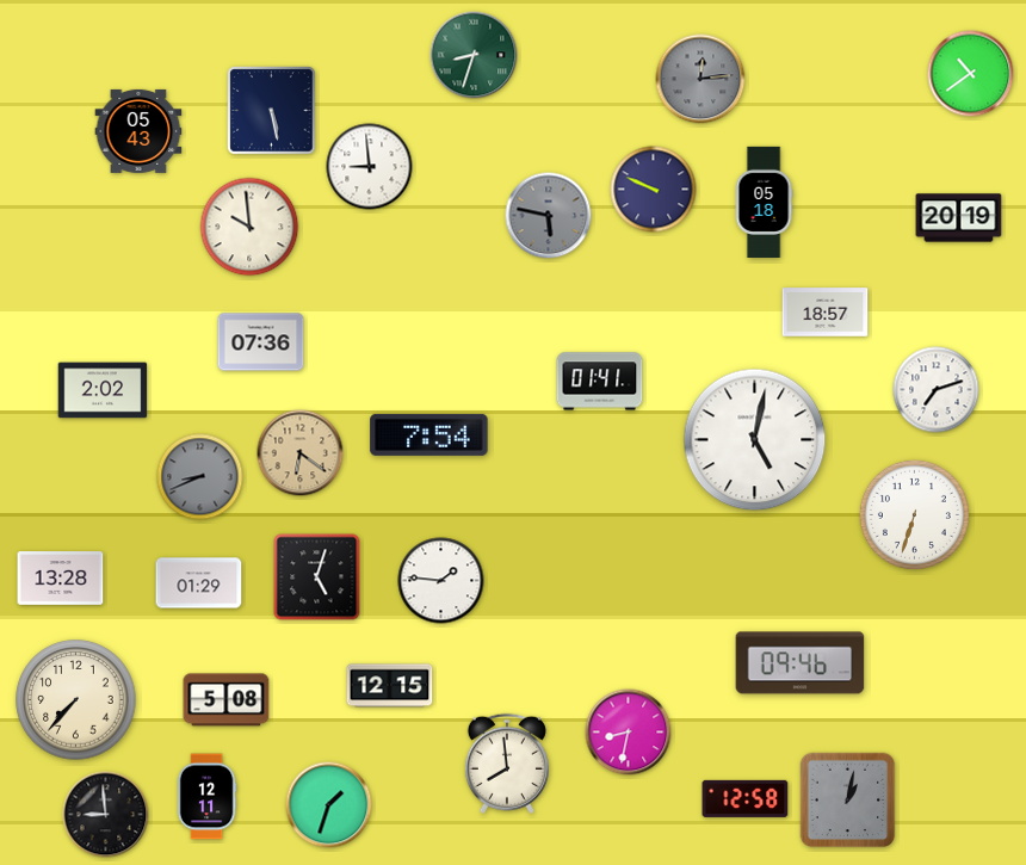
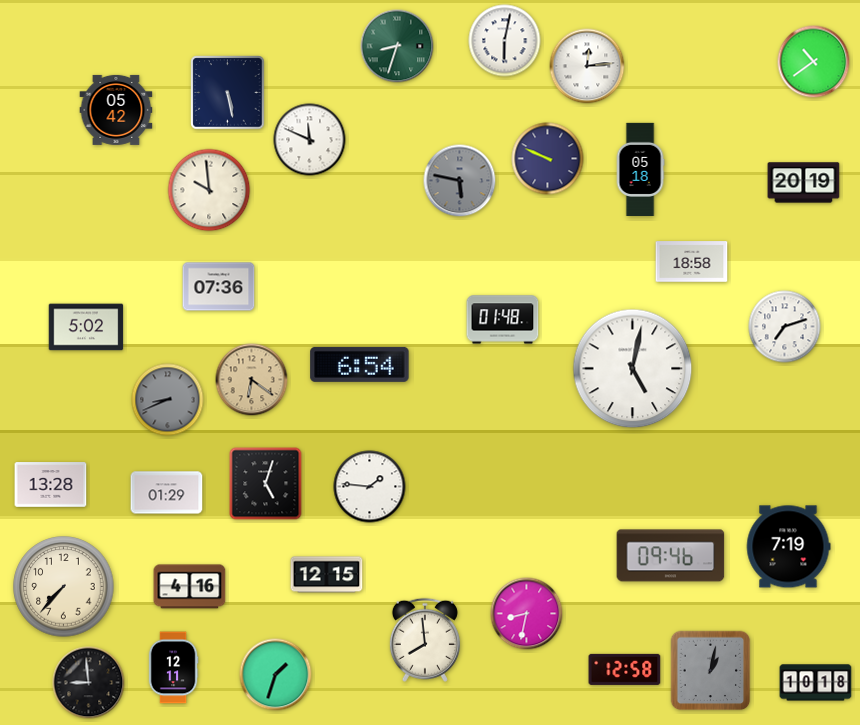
clock at (505, 41): none -> 6:02
clock at (700, 79) dial: grey -> white
clock at (138, 131): 05:43 -> 05:42
clock at (370, 167): 8:59 -> 11:49
clock at (826, 313): 18:57 -> 18:58
clock at (600, 382): 01:41 -> 01:48
clock at (103, 390): 2:02 -> 5:02
clock at (429, 434): 7:54 -> 6:54
clock at (914, 514): 6:33 -> none
clock at (199, 583) position: (199, 583) -> (167, 493)
clock at (788, 547): none -> 7:19
clock at (227, 700): 5:08 -> 4:16
clock at (816, 683): none -> 10:18
